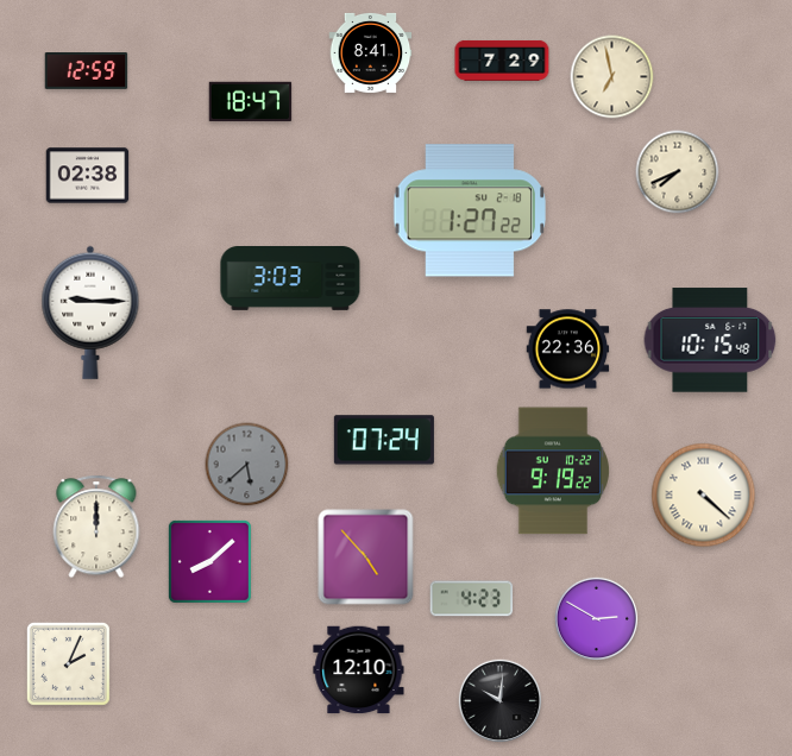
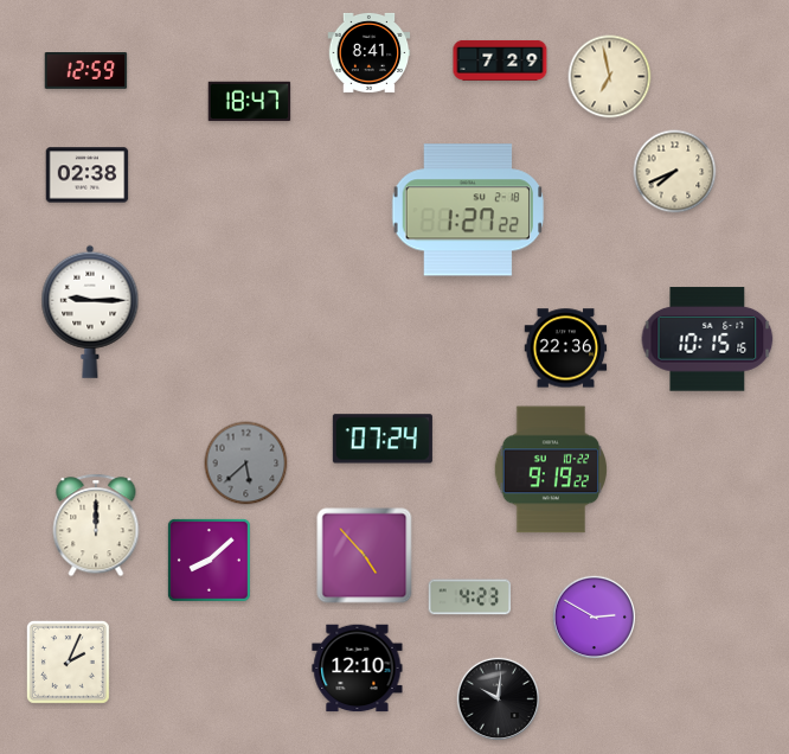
clock at (290, 279): 3:03 -> none
clock at (710, 340): 10:15:48 -> 10:15:16
clock at (704, 496): 4:22 -> none
